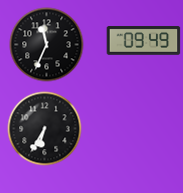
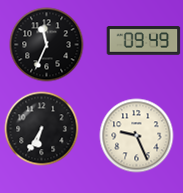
clock at (45, 129) position: (45, 129) -> (42, 129)
clock at (137, 136): none -> 9:26
